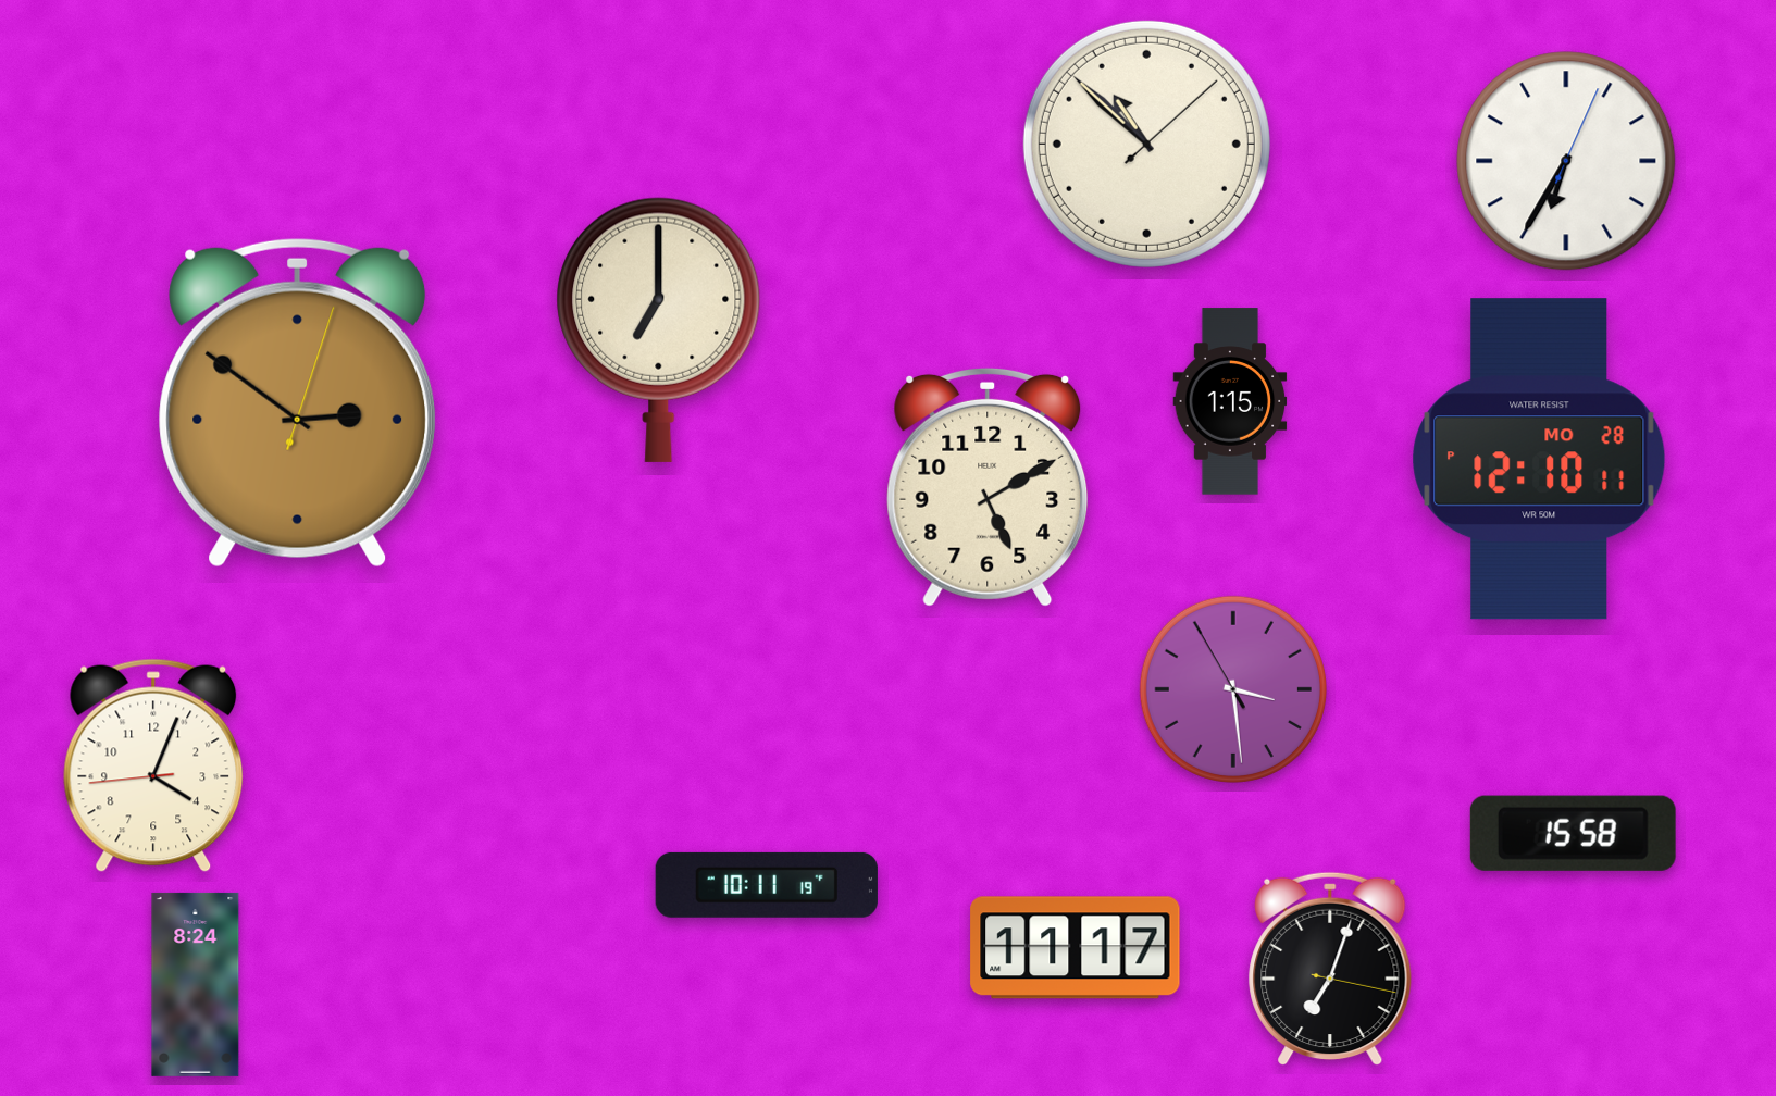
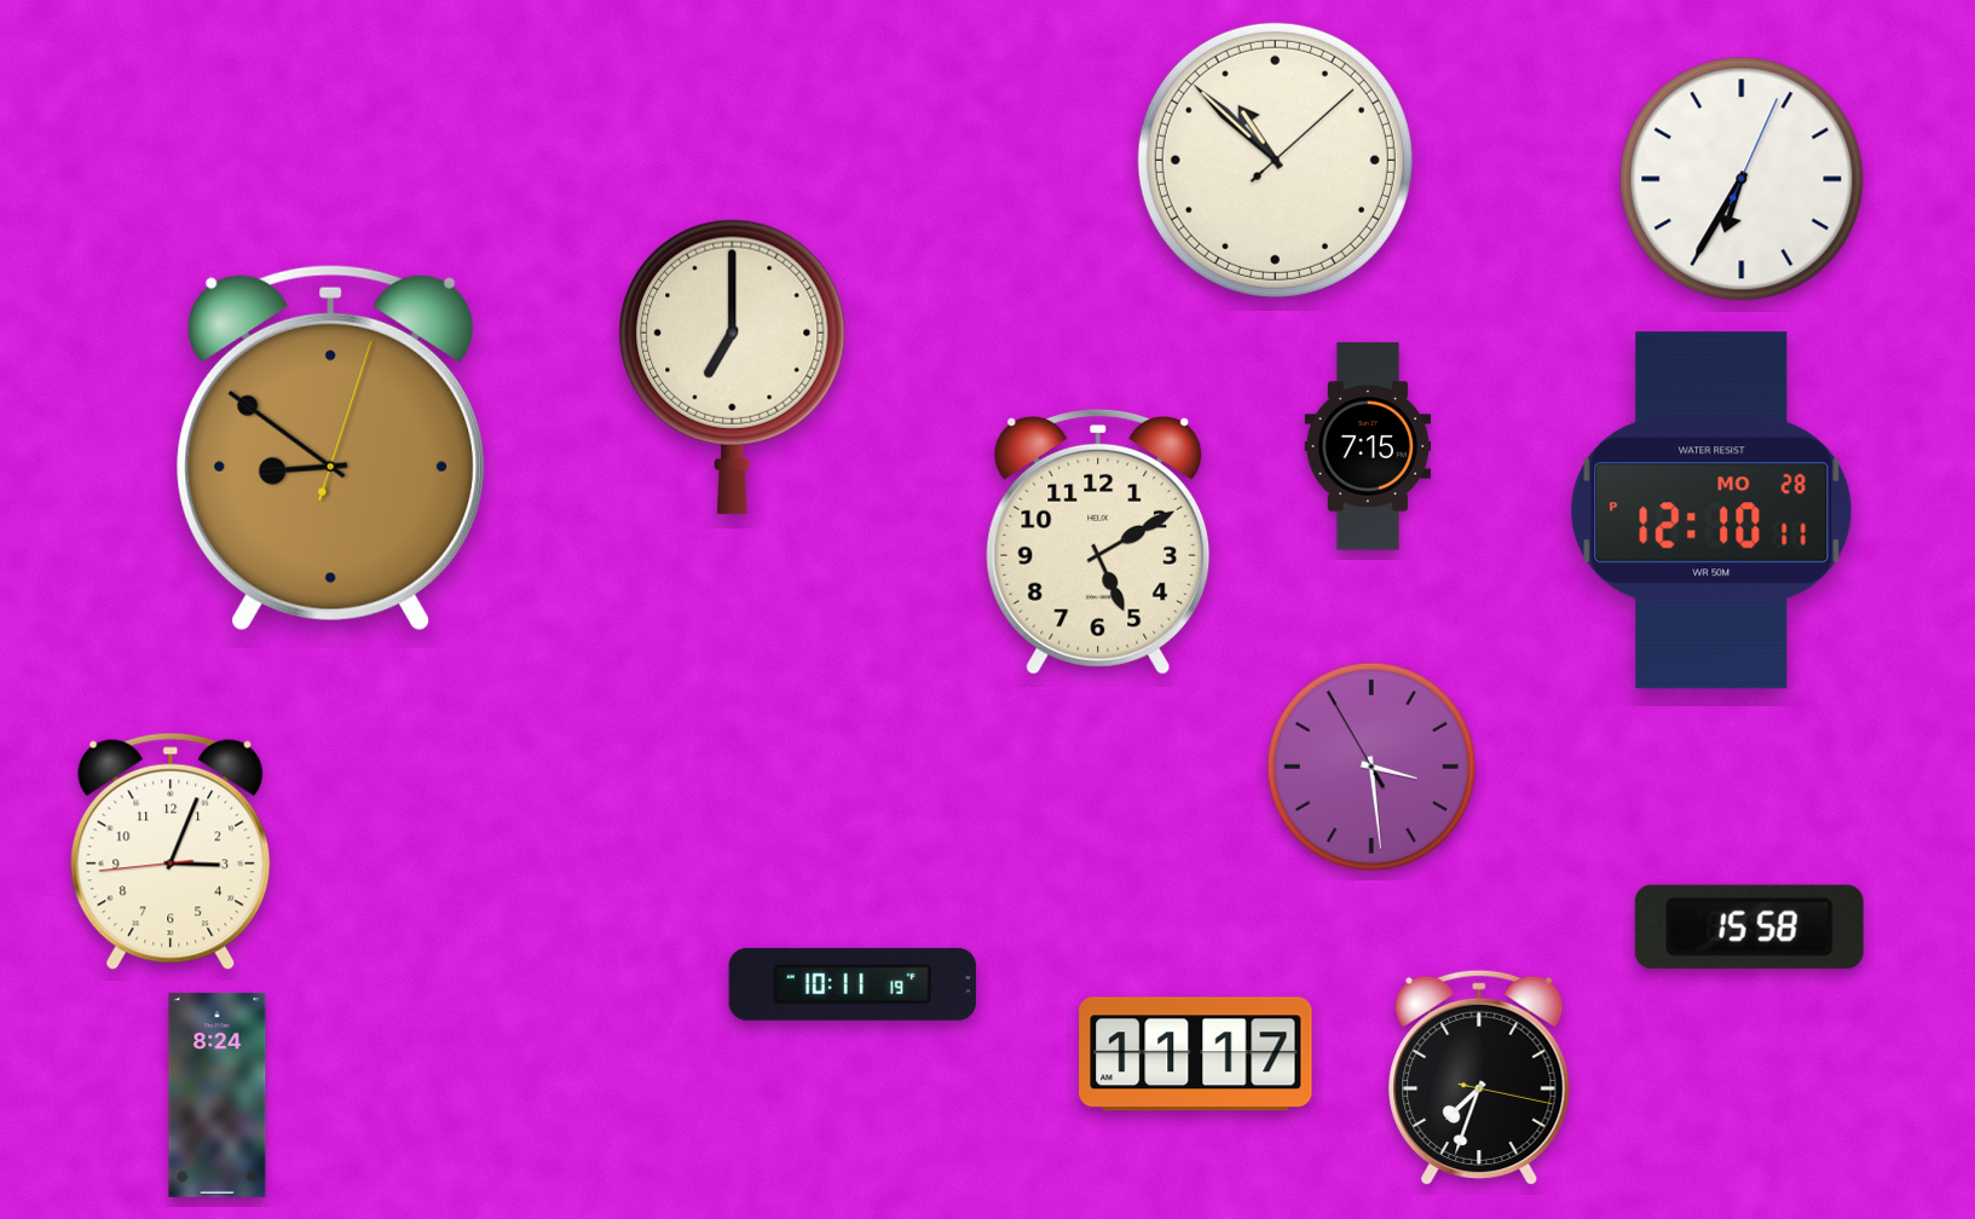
clock at (1230, 401): 1:15 -> 7:15
clock at (298, 402): 2:51 -> 8:51
clock at (153, 765): 4:03 -> 3:03
clock at (1330, 969): 7:03 -> 7:33
